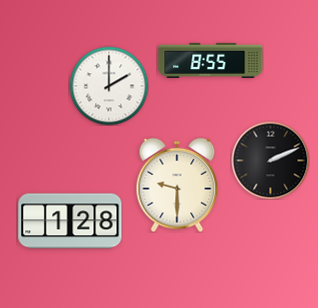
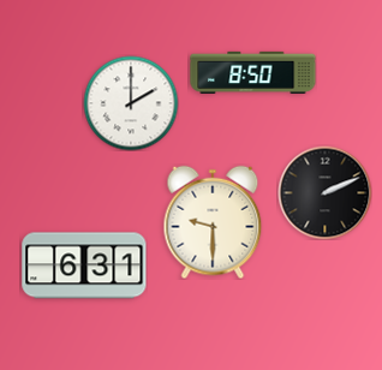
clock at (211, 60): 8:55 -> 8:50
clock at (70, 221): 1:28 -> 6:31
